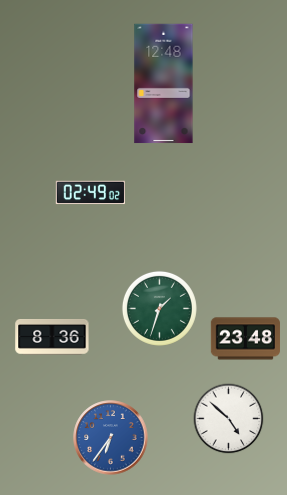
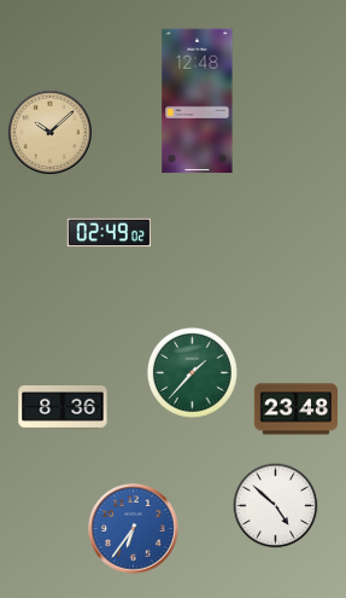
clock at (49, 132): none -> 10:08
clock at (159, 308): 1:33 -> 1:37
